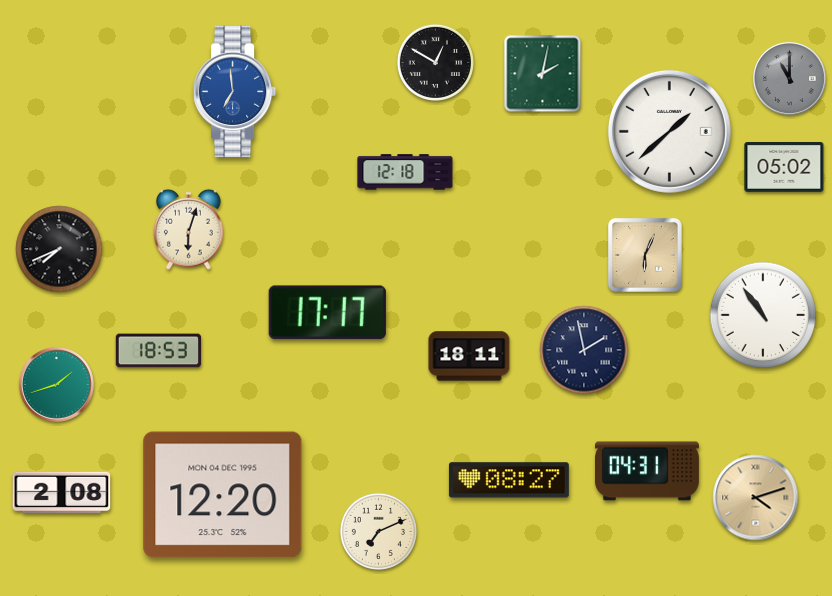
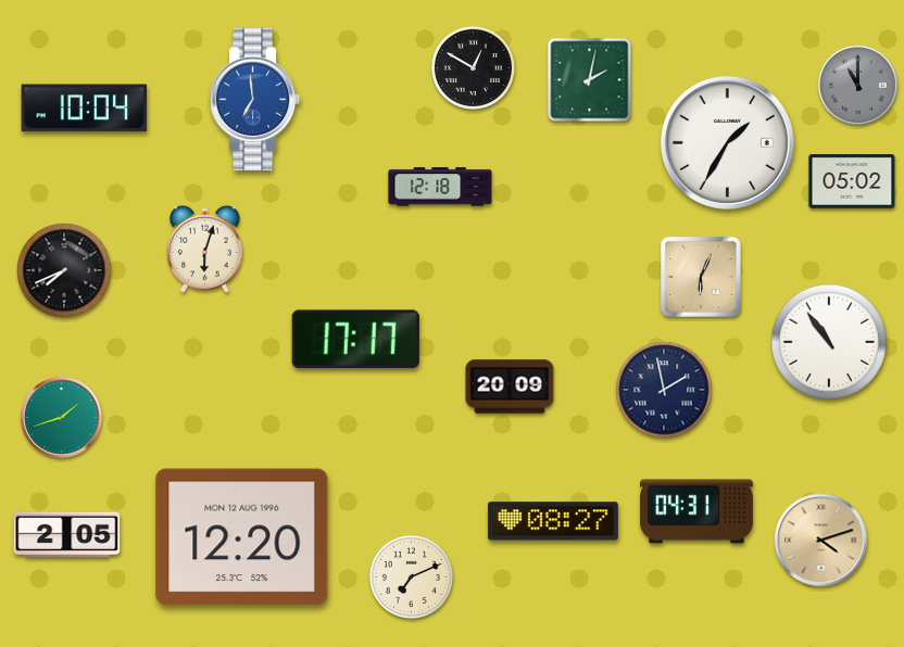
clock at (85, 109): none -> 10:04
clock at (669, 131): 1:38 -> 1:35
clock at (584, 350) position: (584, 350) -> (664, 390)
clock at (159, 351): 18:53 -> none
clock at (469, 356): 18:11 -> 20:09
clock at (647, 471) position: (647, 471) -> (696, 511)
clock at (62, 493): 2:08 -> 2:05
clock at (223, 495) date: MON 04 DEC 1995 -> MON 12 AUG 1996
